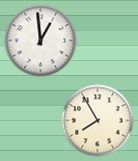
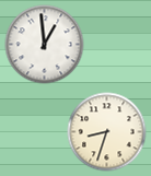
clock at (98, 121): 7:55 -> 8:33
